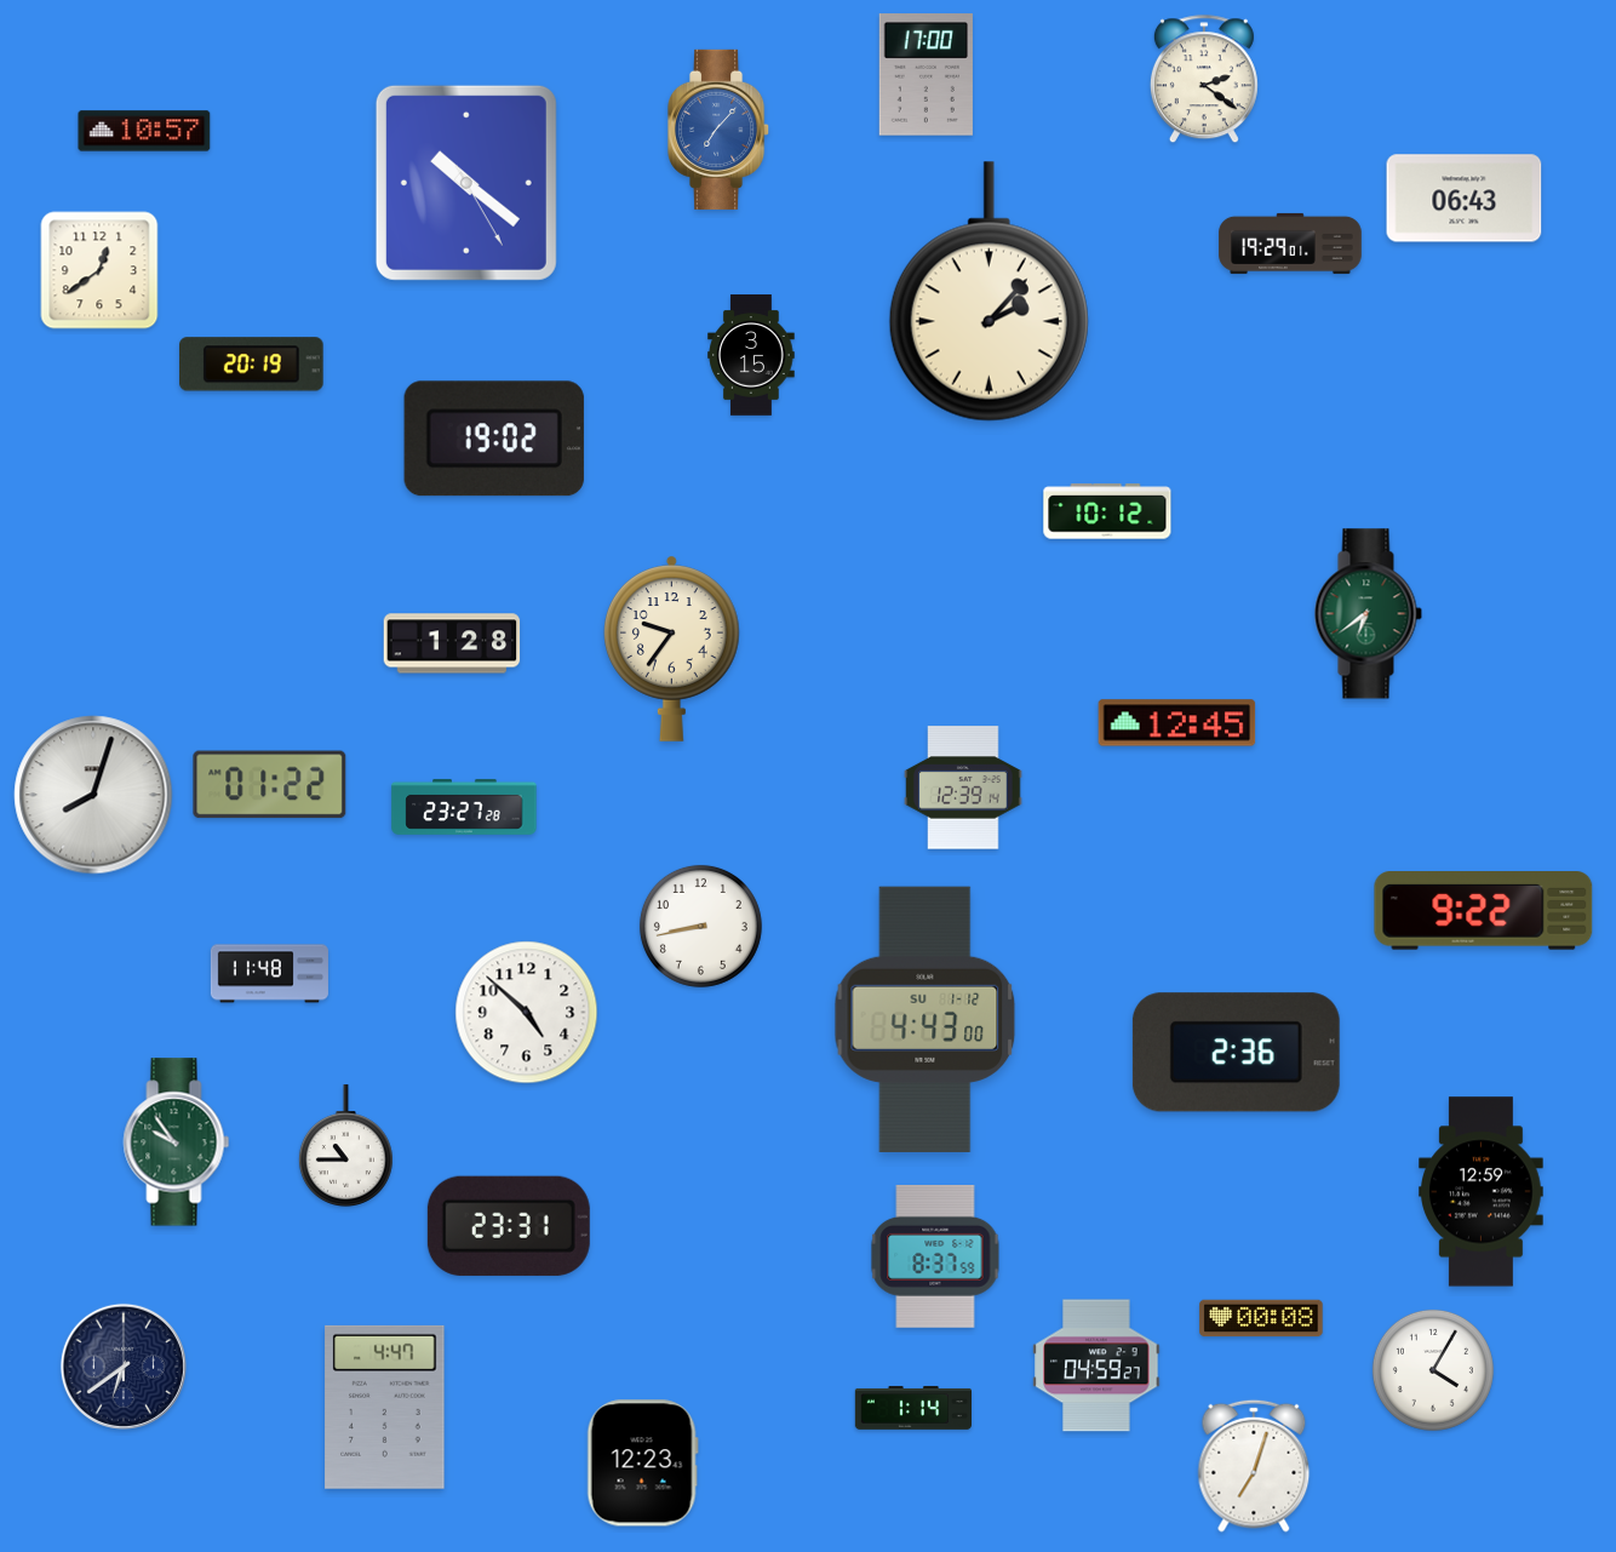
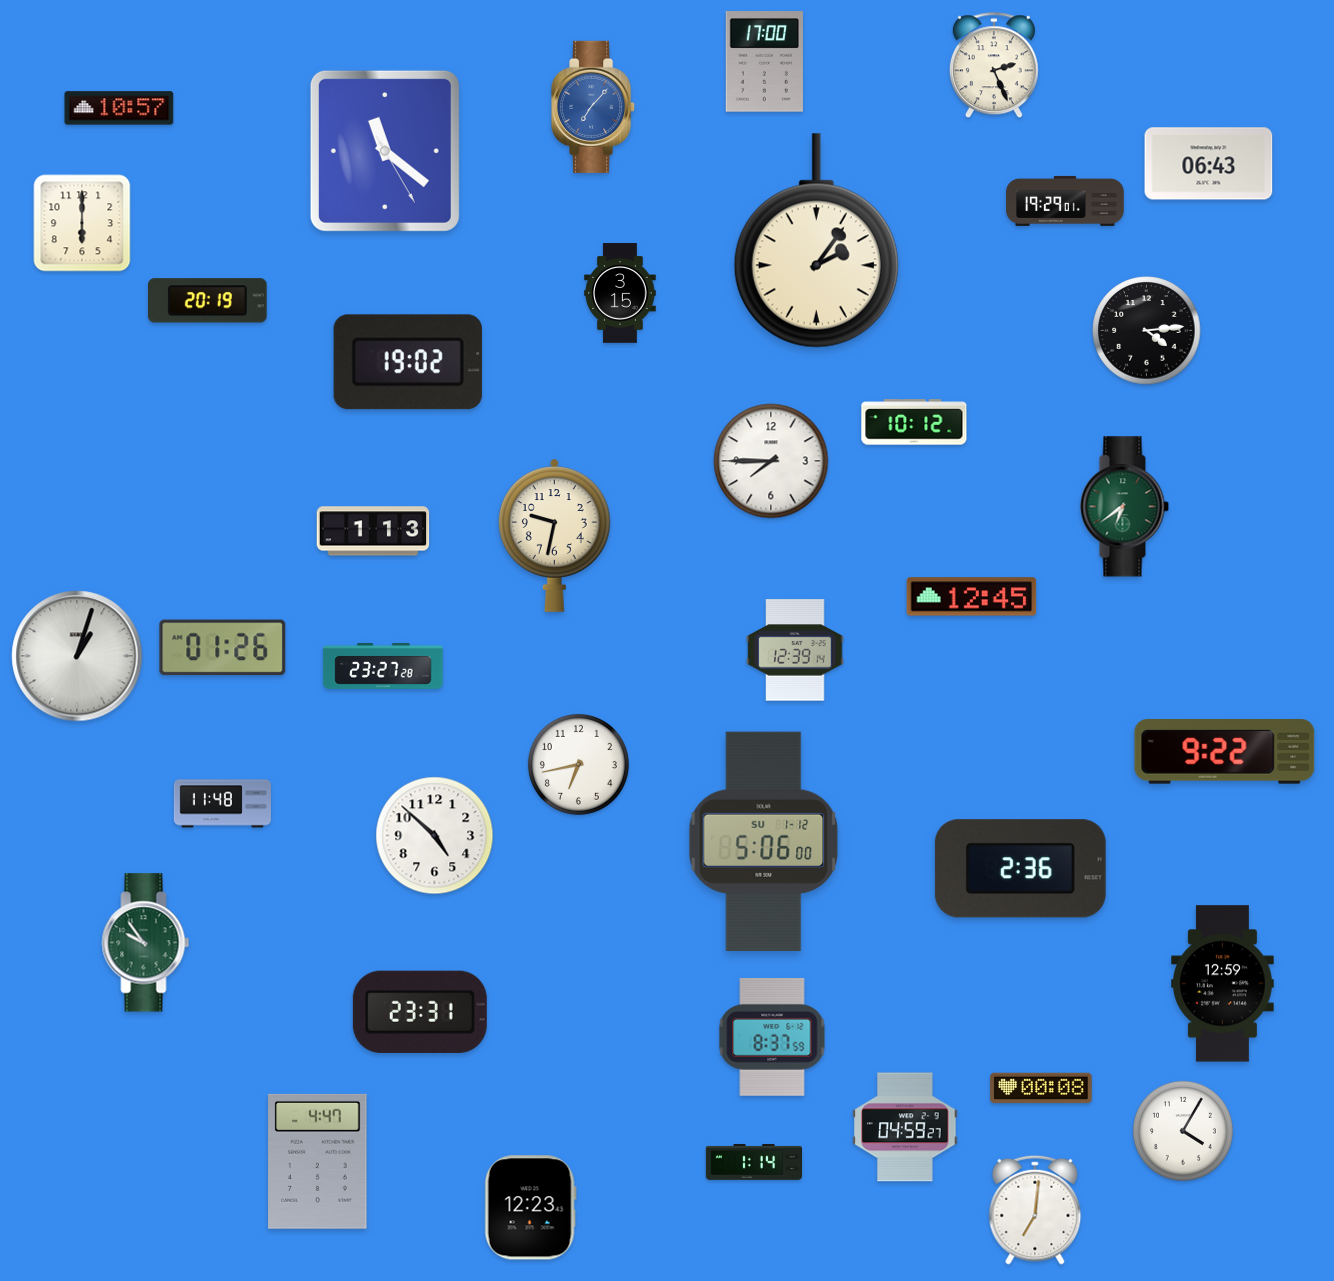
clock at (1204, 80): 2:21 -> 2:26
clock at (466, 183): 10:21 -> 11:21
clock at (99, 270): 12:39 -> 6:00
clock at (988, 292): 2:07 -> 2:06
clock at (1147, 331): none -> 4:14
clock at (771, 461): none -> 7:45
clock at (1368, 614) position: (1368, 614) -> (1124, 507)
clock at (452, 643): 1:28 -> 1:13
clock at (672, 648): 9:36 -> 9:32
clock at (270, 785): 01:22 -> 01:26
clock at (93, 795): 8:03 -> 1:03
clock at (700, 926): 8:43 -> 6:43
clock at (926, 1019): 4:43 -> 5:06
clock at (345, 1145): 10:45 -> none
clock at (124, 1367): 6:39 -> none
clock at (1254, 1466): 7:03 -> 7:01
